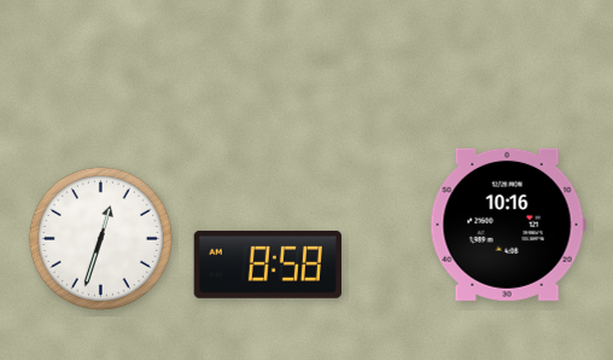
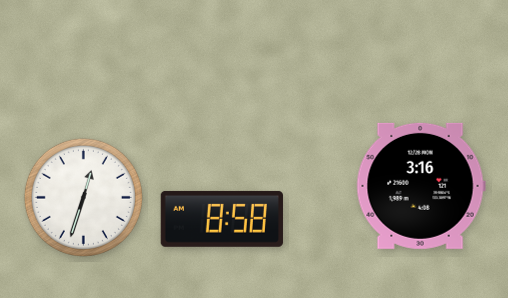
clock at (508, 225): 10:16 -> 3:16
